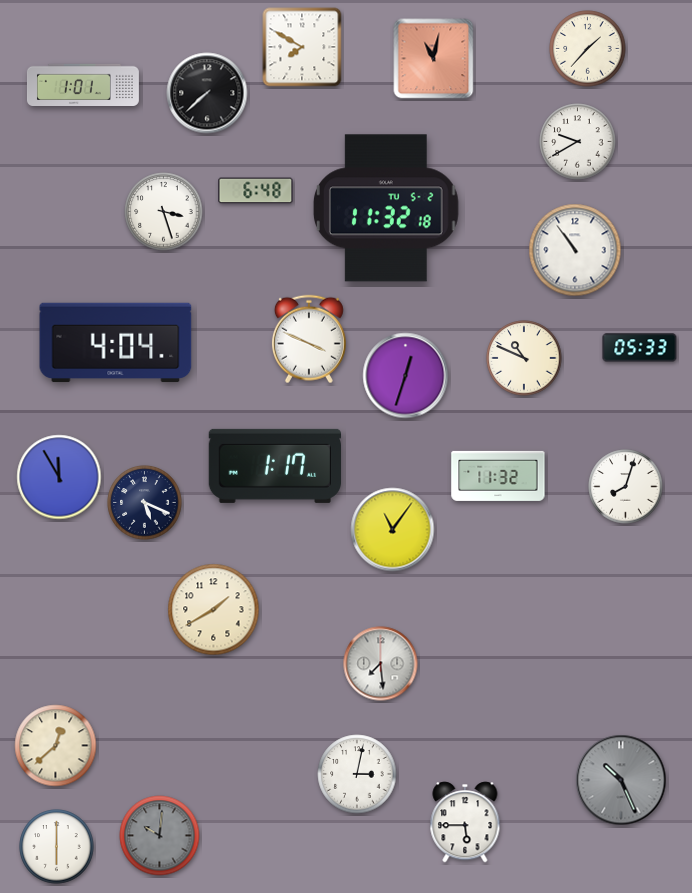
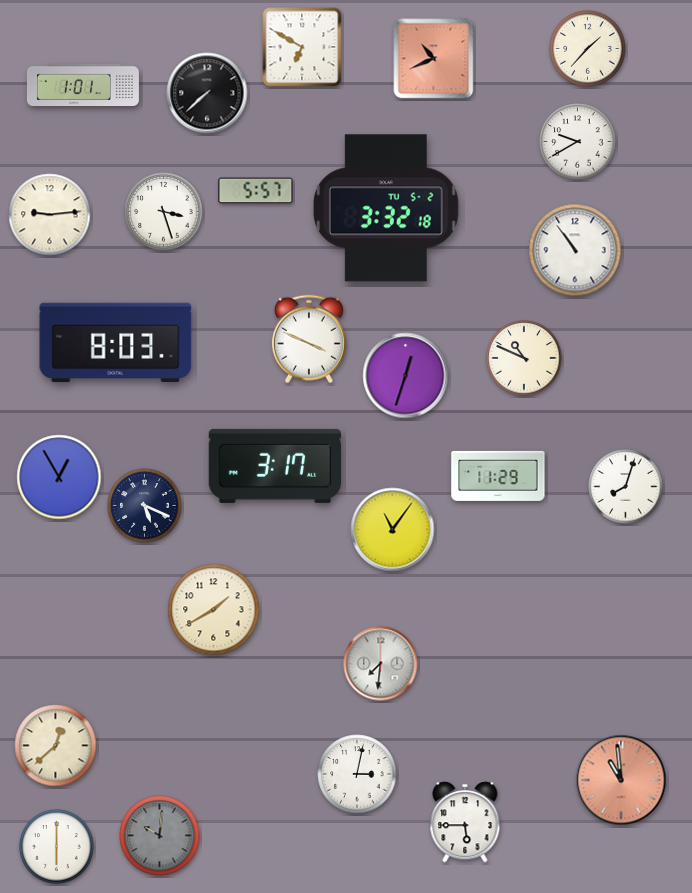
clock at (302, 47): 7:50 -> 6:50
clock at (434, 59): 11:02 -> 10:41
clock at (256, 191): 6:48 -> 5:57
clock at (387, 208): 11:32 -> 3:32
clock at (50, 215): none -> 9:14
clock at (116, 343): 4:04 -> 8:03
clock at (640, 348): 05:33 -> none
clock at (274, 466): 1:17 -> 3:17
clock at (498, 476): 11:32 -> 11:29
clock at (59, 477): 11:55 -> 12:55
clock at (145, 503) position: (145, 503) -> (145, 506)
clock at (381, 664): 7:29 -> 7:31
clock at (621, 780): 10:26 -> 10:59
clock at (621, 780) dial: grey -> salmon
